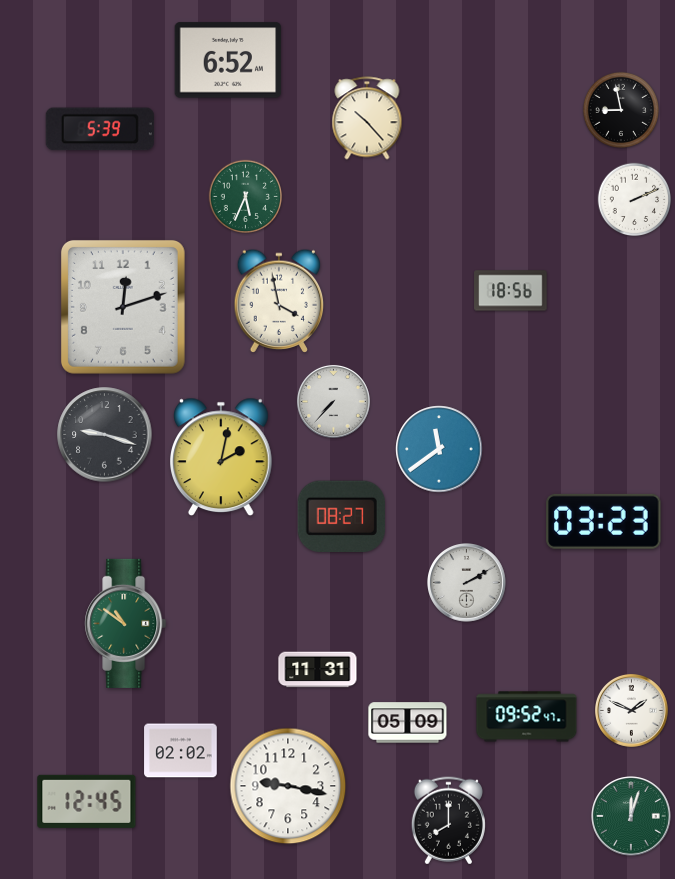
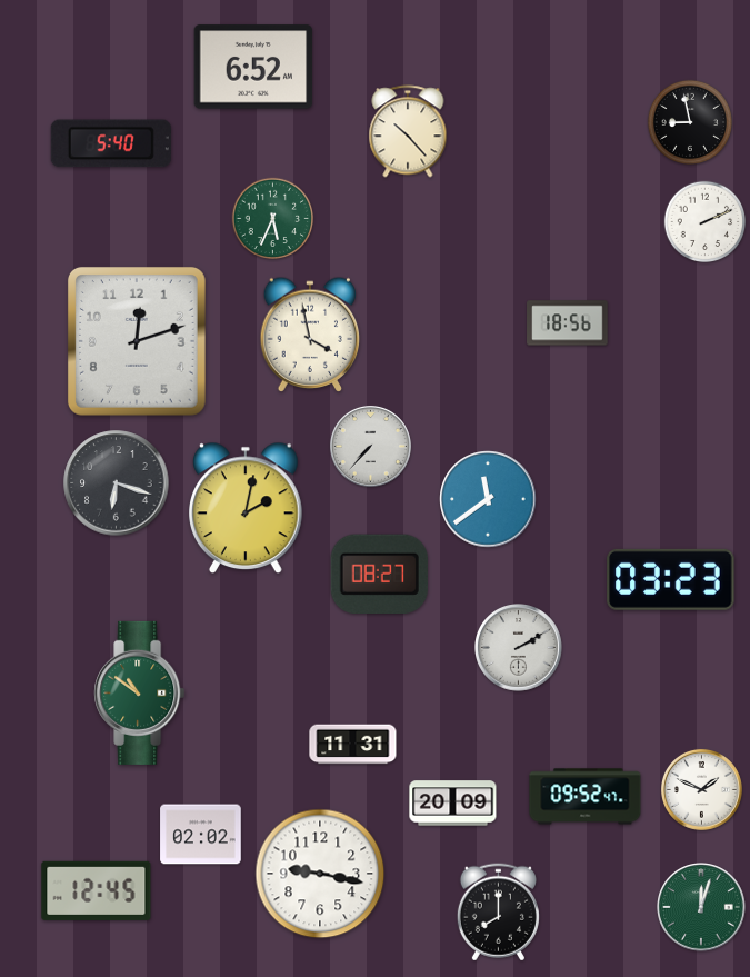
clock at (100, 129): 5:39 -> 5:40
clock at (105, 435): 9:18 -> 6:18
clock at (408, 723): 05:09 -> 20:09
